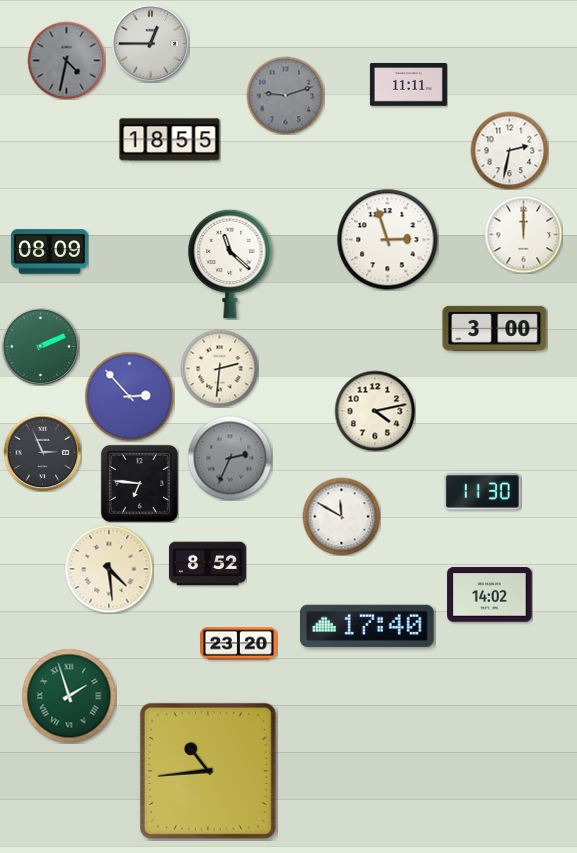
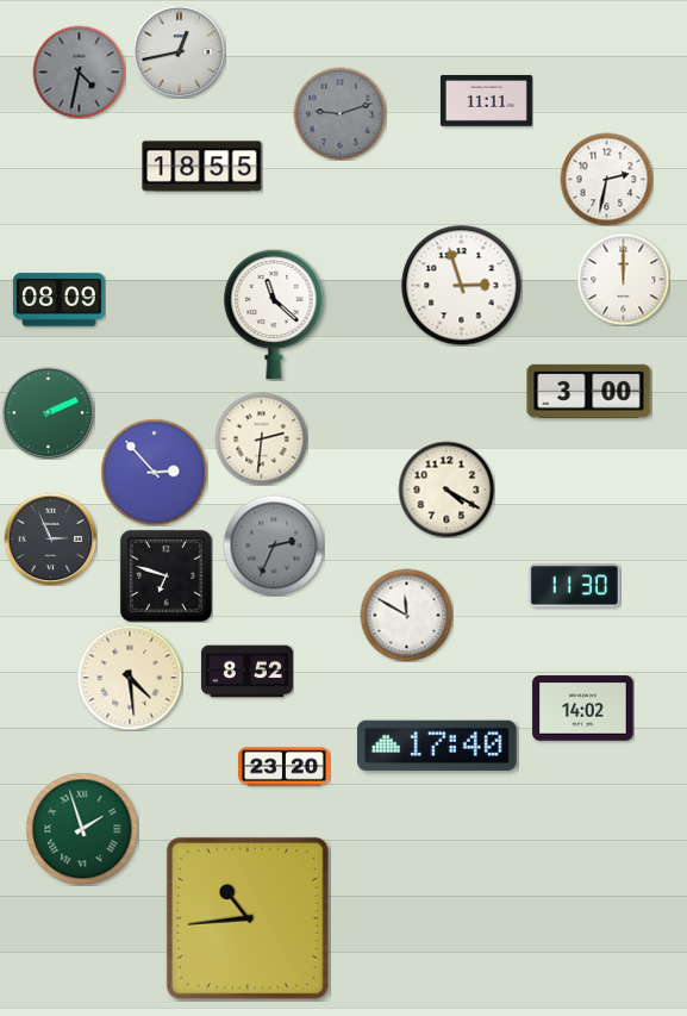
clock at (150, 43): 12:45 -> 12:43
clock at (375, 411): 4:13 -> 4:20
clock at (139, 483): 6:46 -> 6:48
